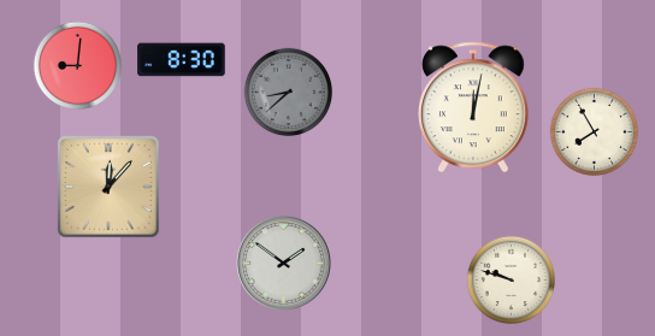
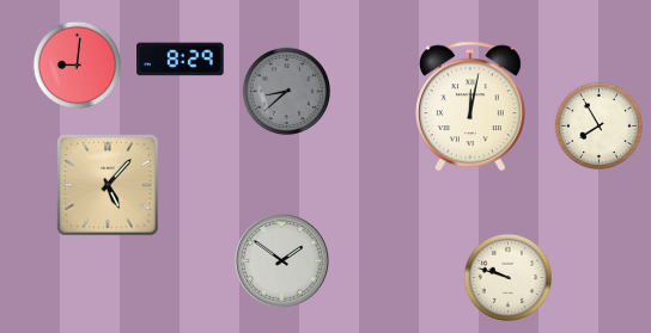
clock at (182, 60): 8:30 -> 8:29
clock at (594, 131) position: (594, 131) -> (598, 125)
clock at (108, 187): 12:07 -> 5:07
